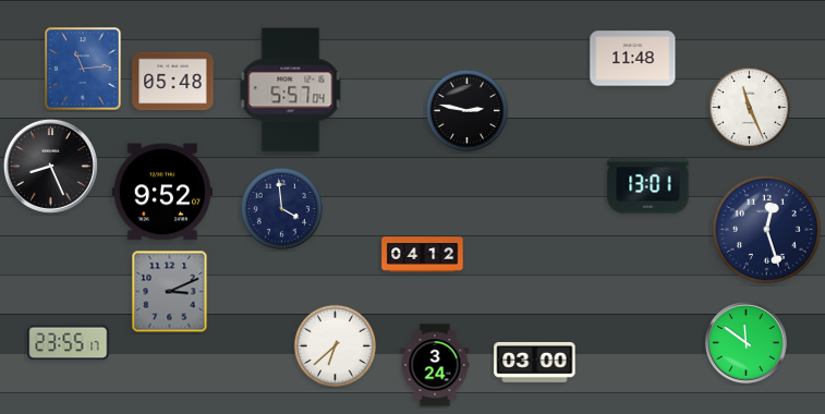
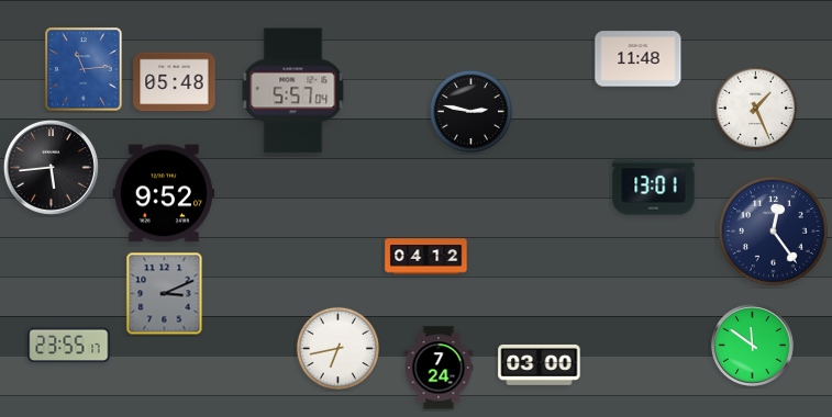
clock at (749, 107): 11:26 -> 1:26
clock at (50, 166): 8:26 -> 5:44
clock at (281, 208): 3:59 -> none
clock at (766, 229): 12:27 -> 12:24
clock at (170, 292) position: (170, 292) -> (165, 294)
clock at (335, 345): 6:38 -> 6:43
clock at (435, 365): 3:24 -> 7:24
